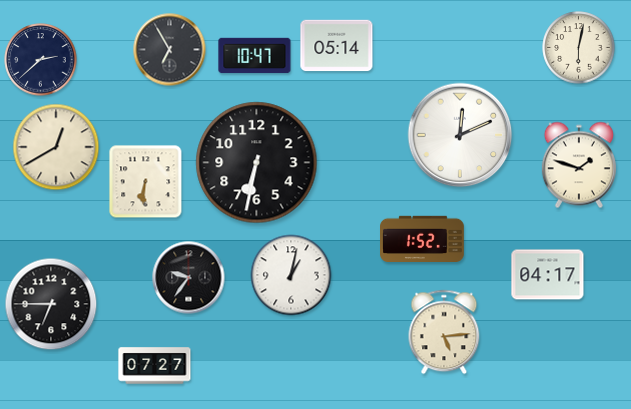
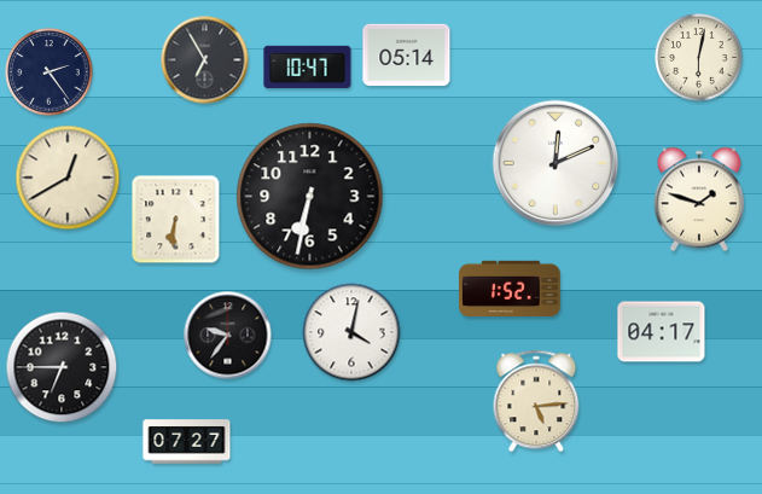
clock at (41, 60): 2:38 -> 2:24
clock at (291, 275): 1:02 -> 4:02
